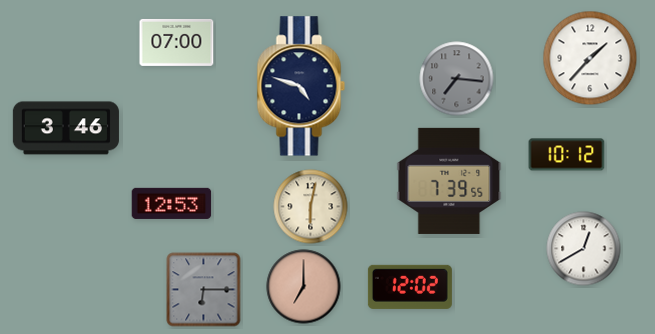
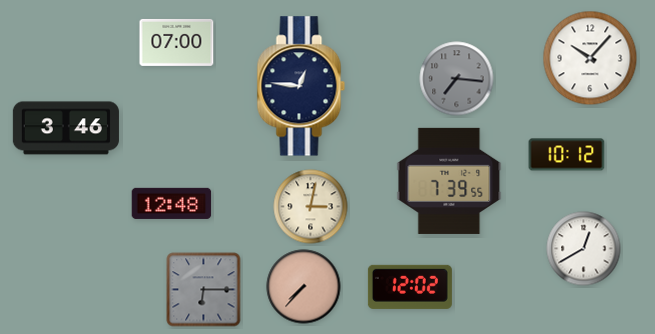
clock at (590, 58): 1:37 -> 10:07
clock at (301, 86): 4:48 -> 12:46
clock at (172, 203): 12:53 -> 12:48
clock at (311, 207): 6:02 -> 3:02
clock at (304, 287): 7:00 -> 7:37
